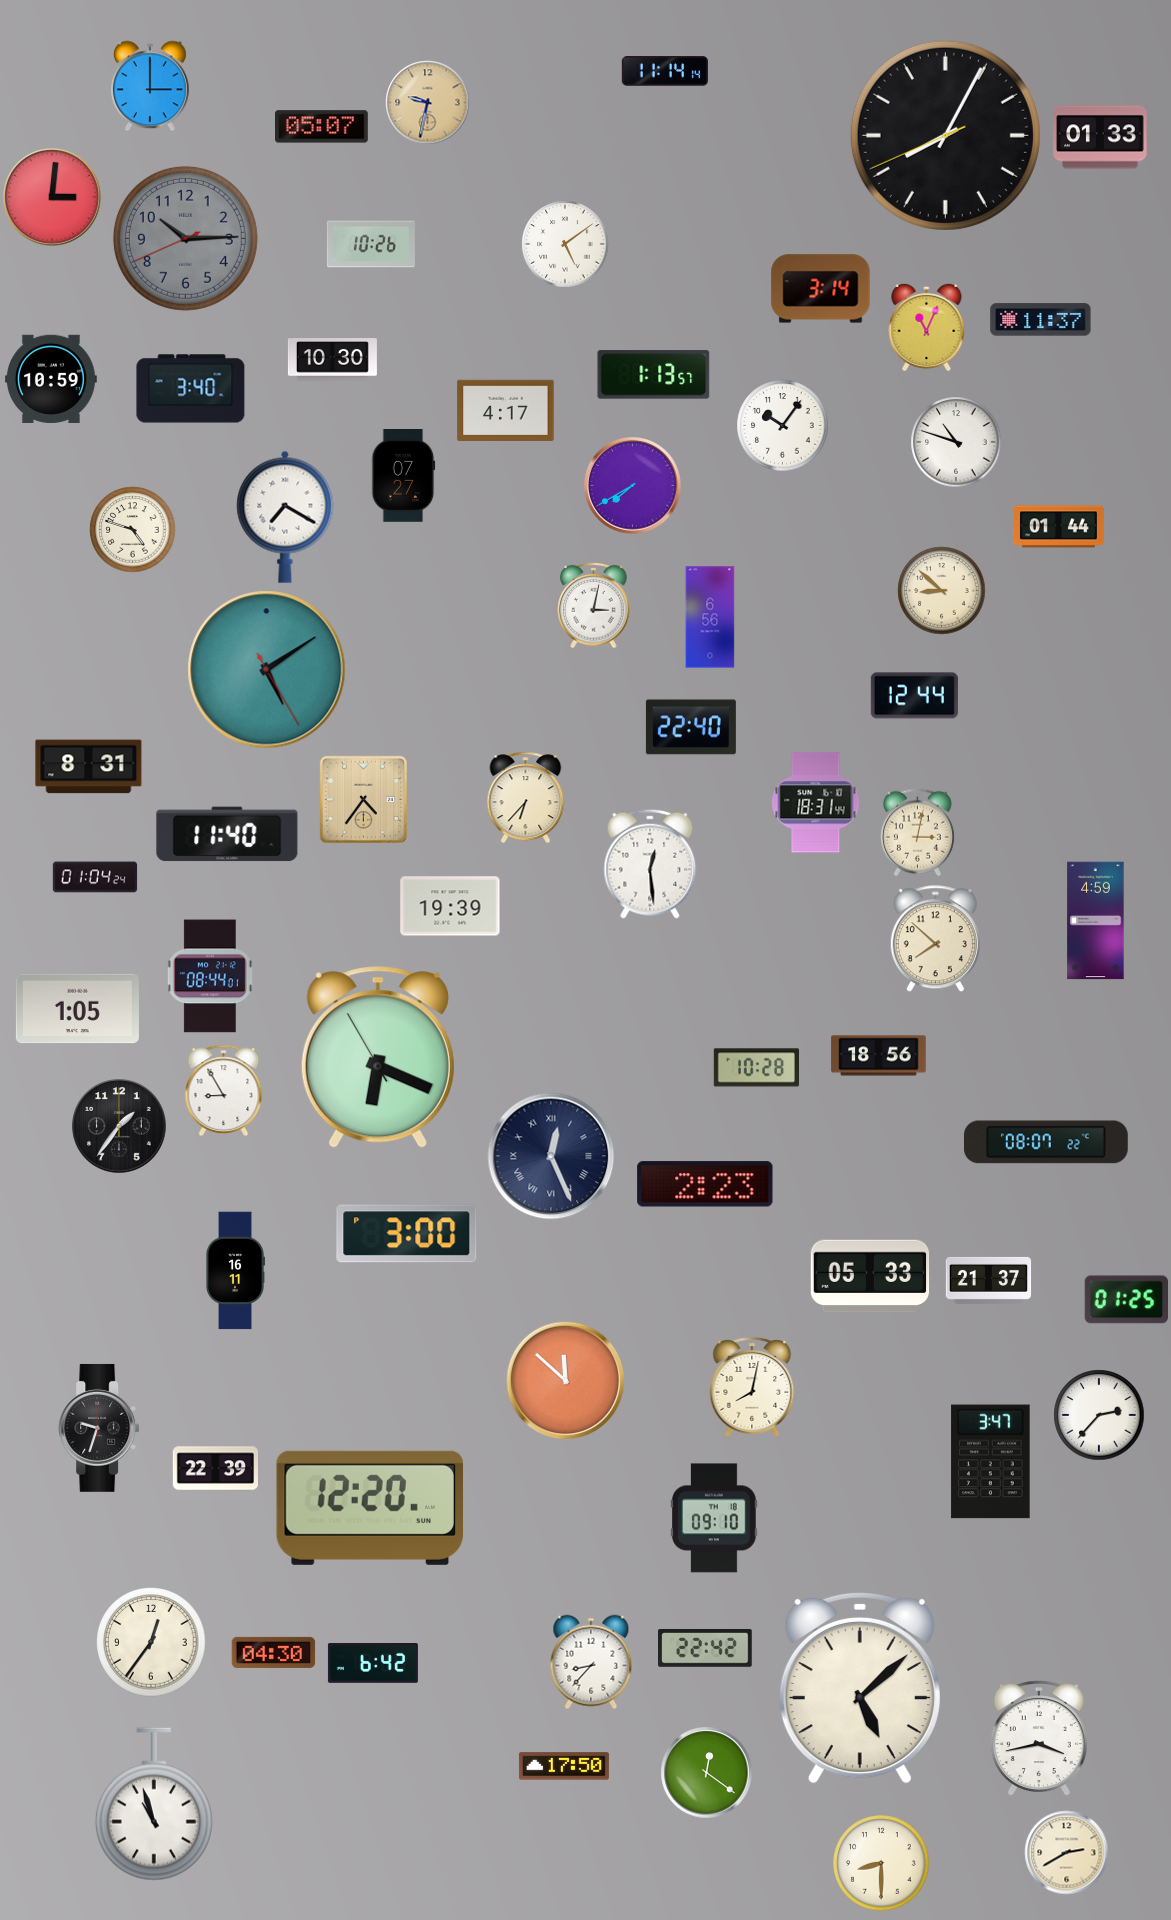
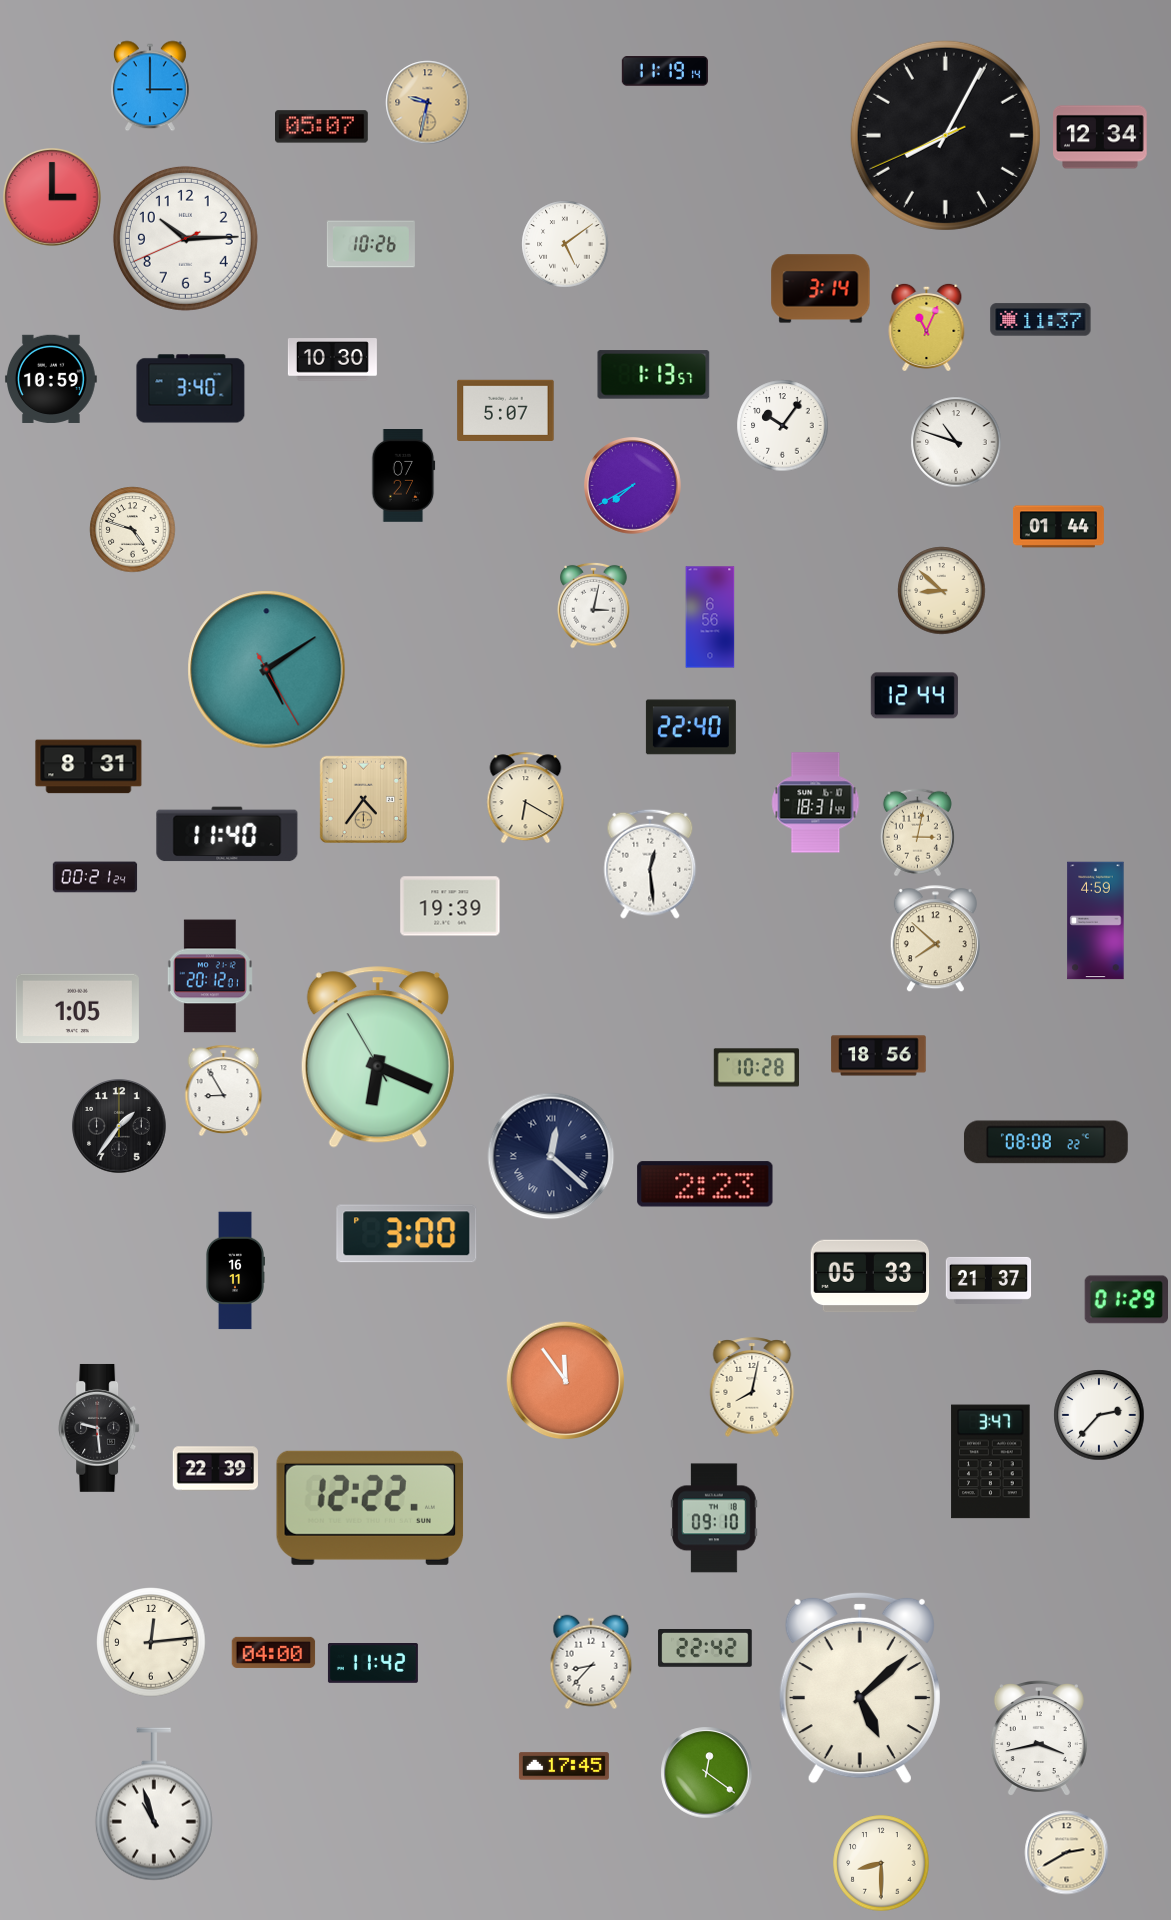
clock at (665, 71): 11:14 -> 11:19
clock at (1100, 137): 01:33 -> 12:34
clock at (53, 198): 3:01 -> 3:00
clock at (185, 238) dial: grey -> white
clock at (506, 410): 4:17 -> 5:07
clock at (285, 517): 7:20 -> none
clock at (526, 798): 6:37 -> 6:20
clock at (95, 877): 01:04 -> 00:21
clock at (210, 976): 08:44 -> 20:12
clock at (1046, 1142): 08:07 -> 08:08
clock at (551, 1156): 12:26 -> 12:22
clock at (1126, 1300): 01:25 -> 01:29
clock at (566, 1381): 11:52 -> 11:54
clock at (99, 1428): 9:33 -> 9:29
clock at (370, 1508): 12:20 -> 12:22
clock at (151, 1642): 12:36 -> 12:14
clock at (274, 1652): 04:30 -> 04:00
clock at (373, 1664): 6:42 -> 11:42
clock at (564, 1766): 17:50 -> 17:45
